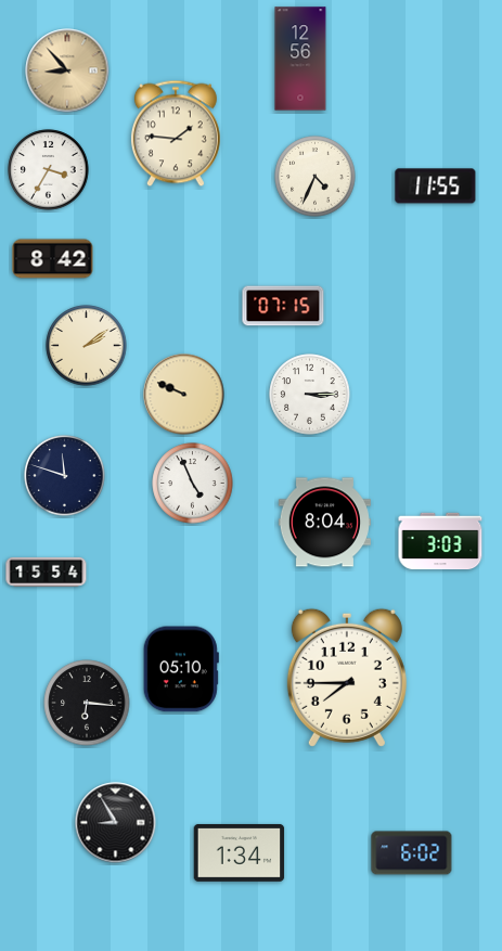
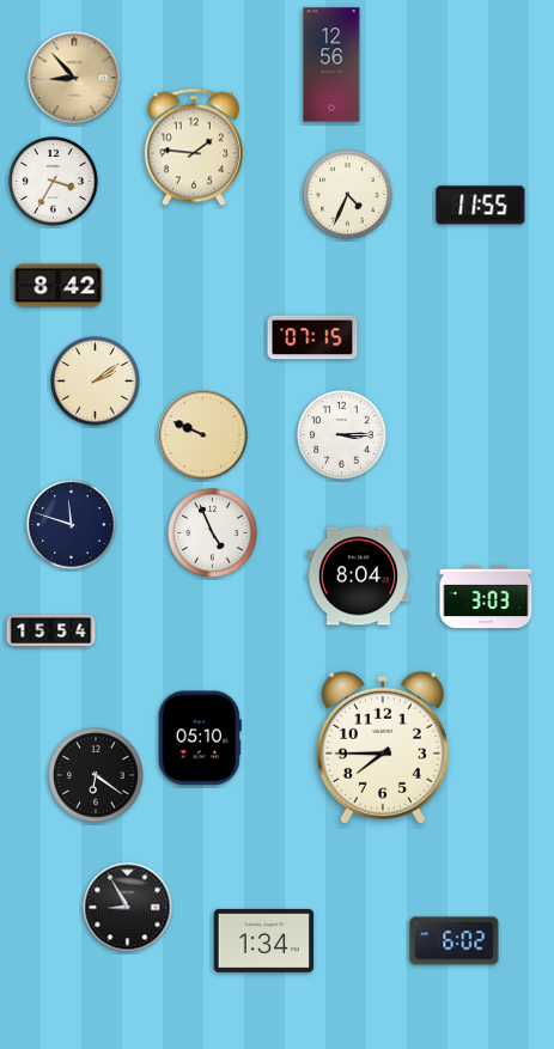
clock at (49, 170) position: (49, 170) -> (54, 182)
clock at (87, 703): 6:16 -> 6:21
